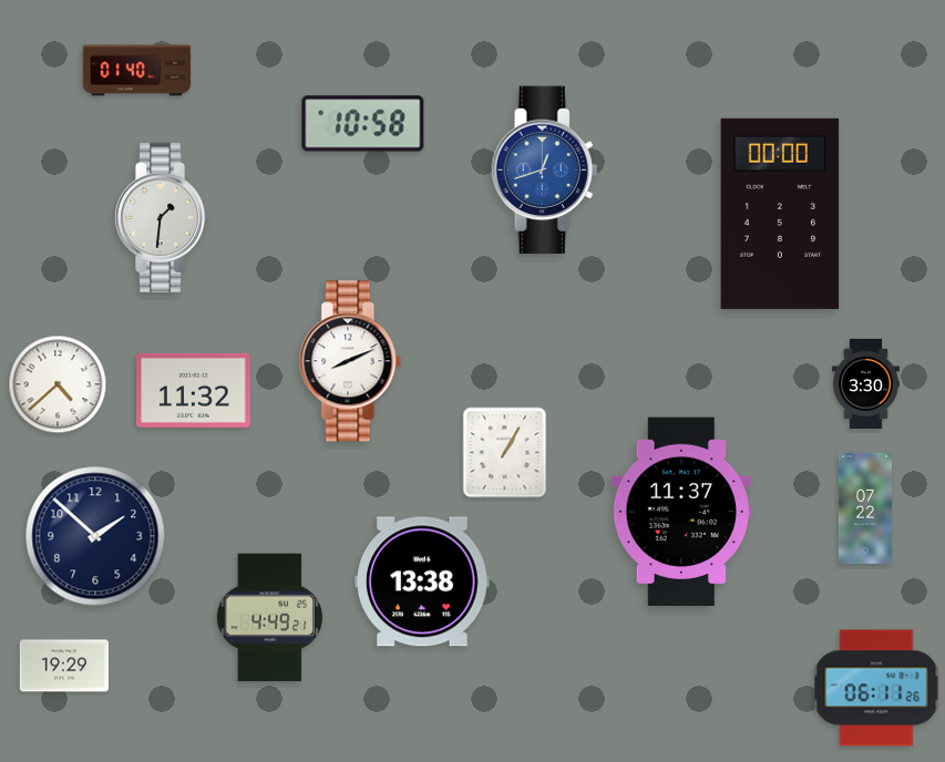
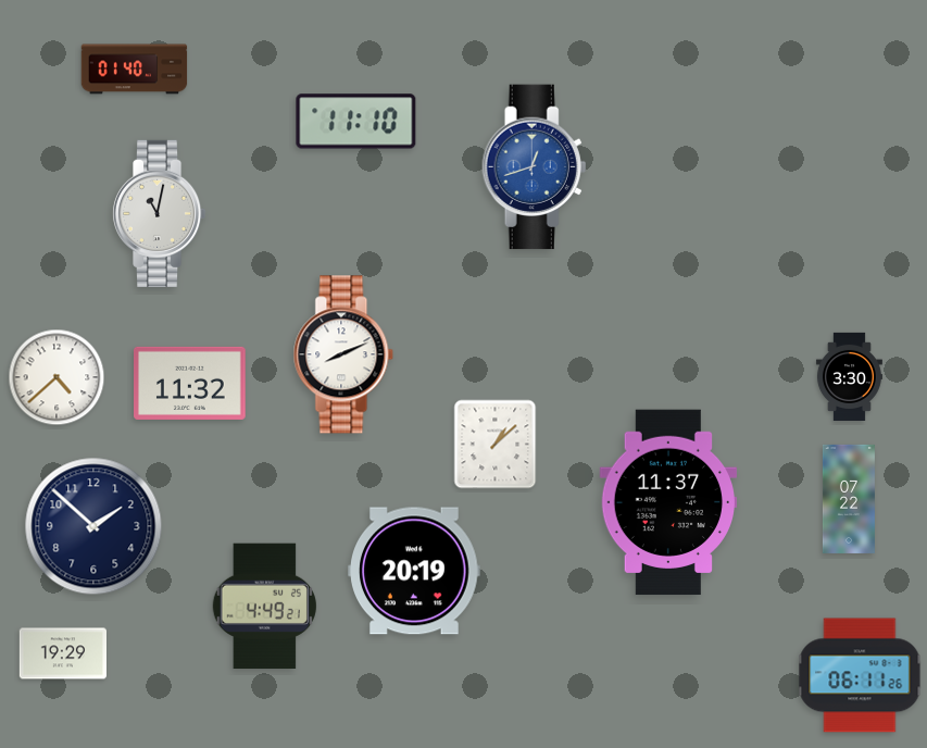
clock at (363, 124): 10:58 -> 11:10
clock at (780, 214): 00:00 -> none
clock at (162, 217): 1:31 -> 11:02
clock at (505, 453): 1:05 -> 1:08
clock at (422, 581): 13:38 -> 20:19
